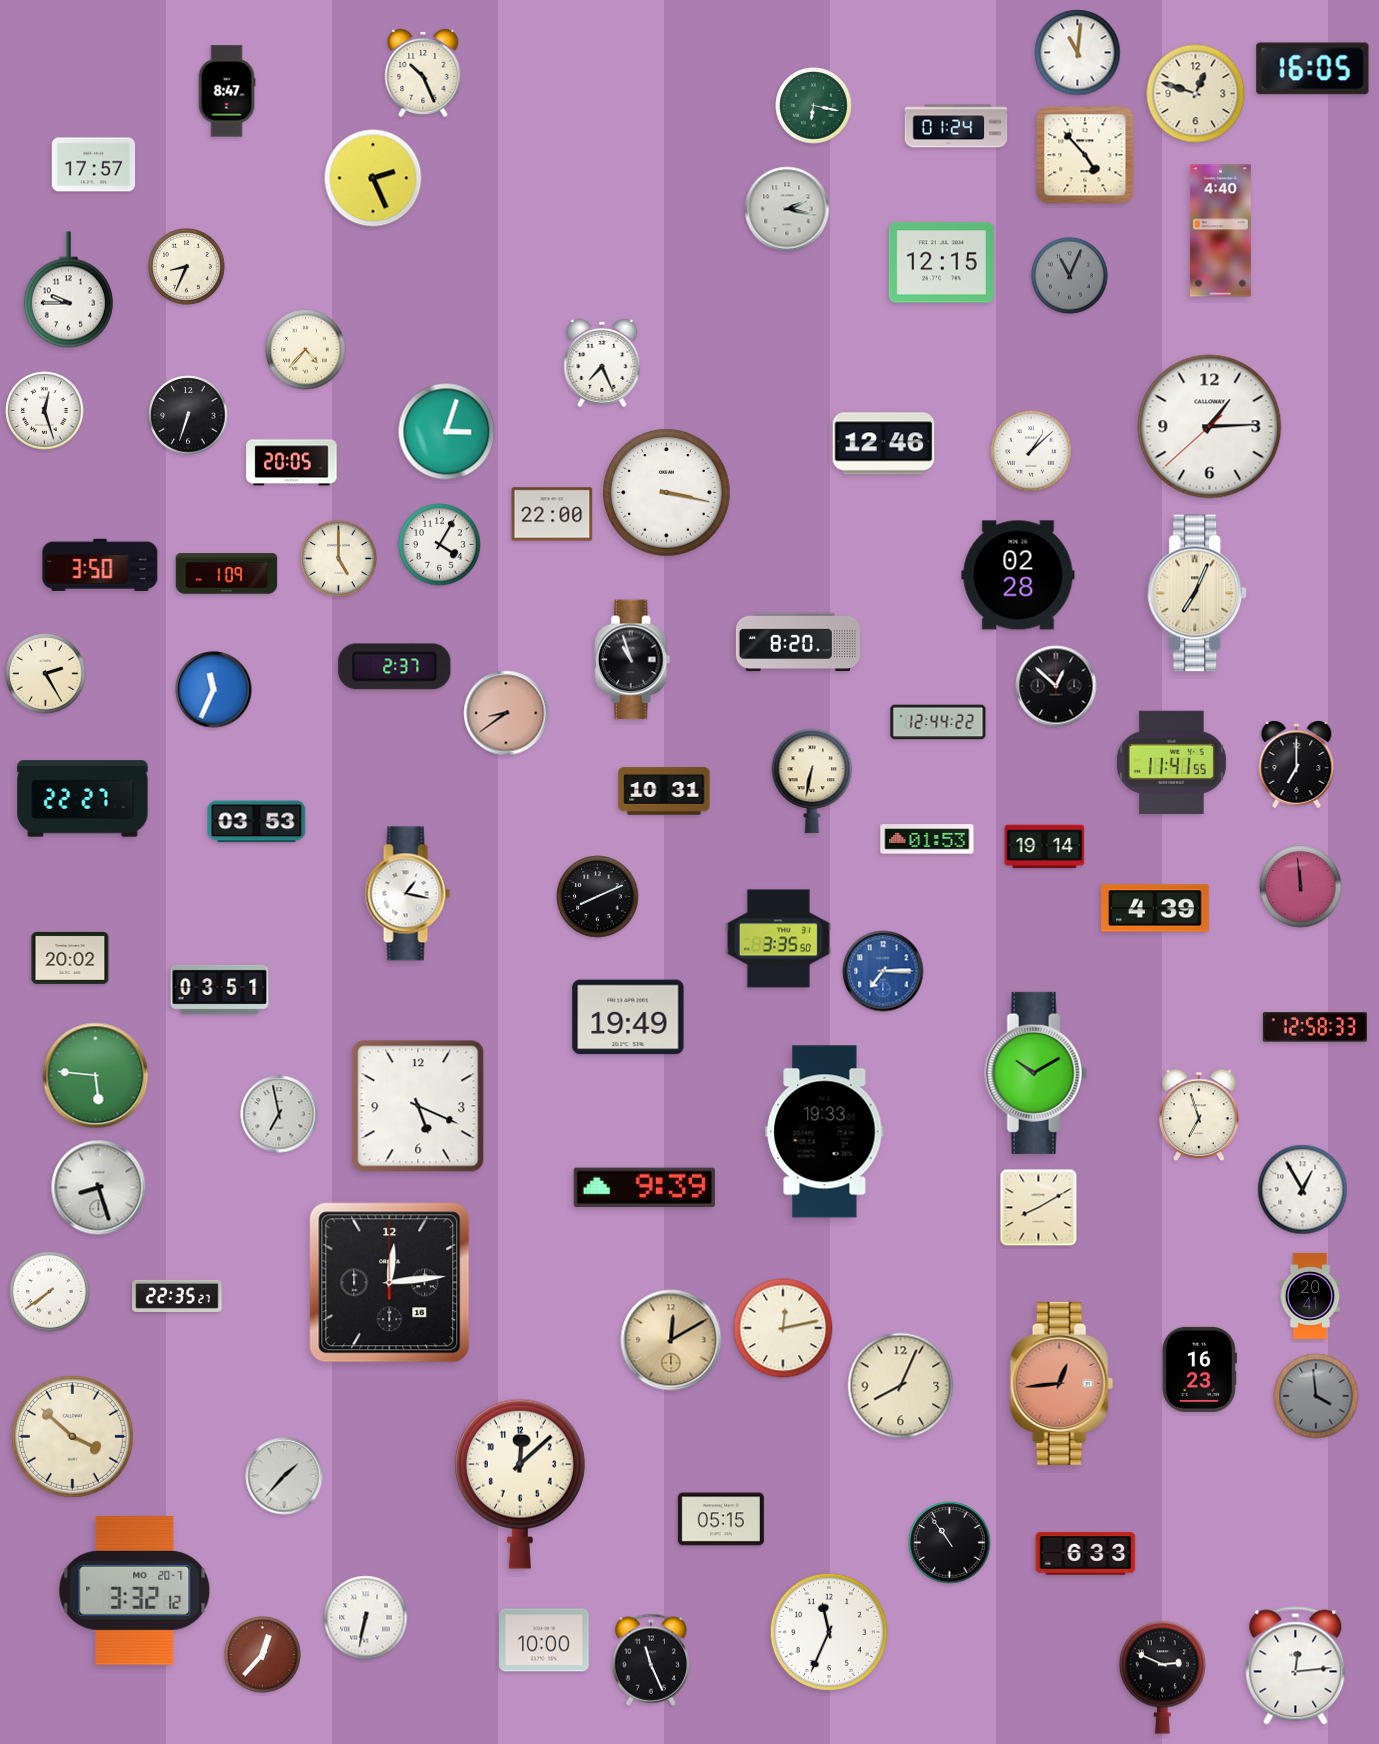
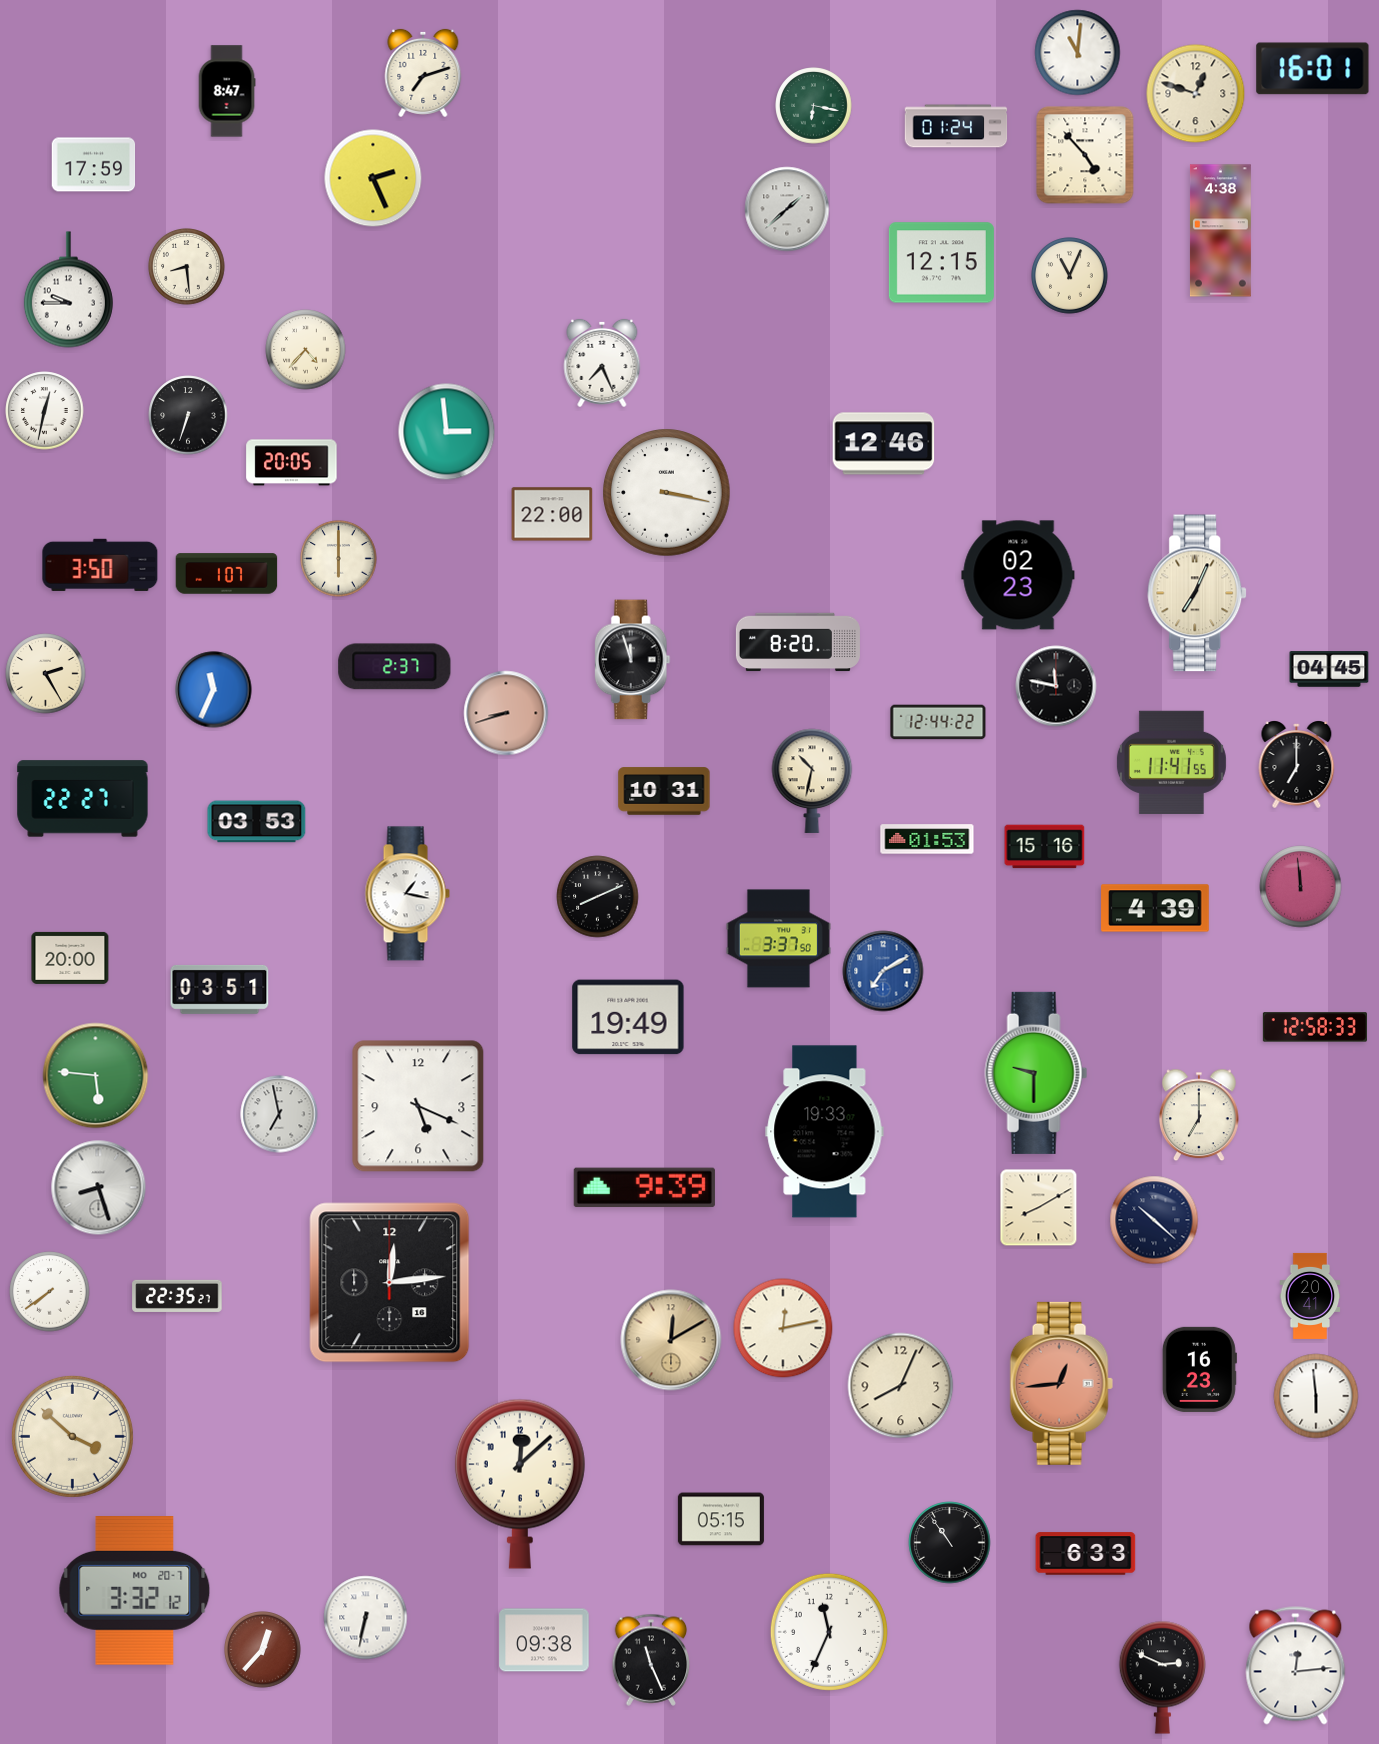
clock at (1313, 69): 16:05 -> 16:01
clock at (423, 73): 10:26 -> 7:12
clock at (94, 165): 17:57 -> 17:59
clock at (787, 209): 2:17 -> 1:38
clock at (1220, 231): 4:40 -> 4:38
clock at (187, 267): 8:34 -> 8:29
clock at (1070, 276) dial: grey -> cream
clock at (45, 411): 12:27 -> 12:32
clock at (1210, 427): 1:14 -> none
clock at (447, 432): 3:03 -> 2:59
clock at (1031, 451): 1:08 -> none
clock at (440, 545): 4:05 -> none
clock at (339, 559): 5:00 -> 6:00
clock at (227, 574): 1:09 -> 1:07
clock at (1018, 575): 02:28 -> 02:23
clock at (632, 660): 10:57 -> 11:57
clock at (1329, 669): none -> 04:45
clock at (1056, 686): 12:52 -> 11:47
clock at (506, 713): 8:39 -> 8:42
clock at (812, 781): 6:32 -> 10:32
clock at (1045, 847): 19:14 -> 15:16
clock at (778, 939): 3:35 -> 3:37
clock at (70, 958): 20:02 -> 20:00
clock at (883, 971): 7:15 -> 7:10
clock at (1036, 1073): 10:10 -> 9:30
clock at (1199, 1115): 6:57 -> 7:00
clock at (1303, 1190): 12:55 -> none
clock at (1154, 1220): none -> 10:22
clock at (1316, 1396): 3:59 -> 5:59
clock at (1316, 1396) dial: grey -> white
clock at (284, 1476): 1:37 -> none
clock at (544, 1640): 10:00 -> 09:38
clock at (263, 1655) position: (263, 1655) -> (263, 1650)
